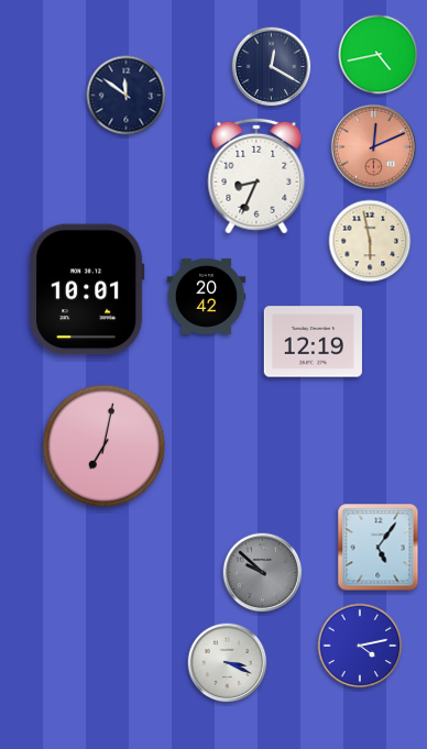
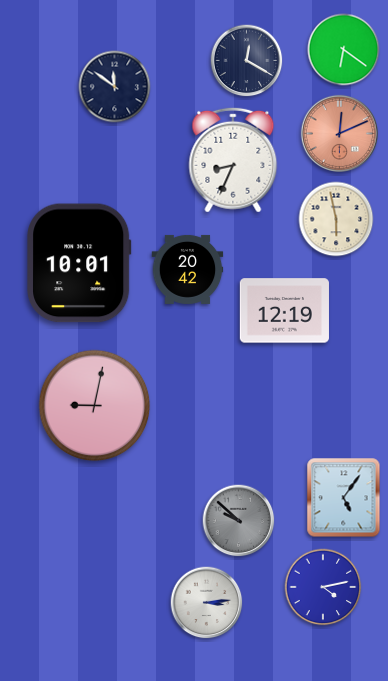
clock at (379, 55): 4:43 -> 6:21
clock at (105, 447): 7:02 -> 9:02
clock at (360, 646) position: (360, 646) -> (323, 587)
clock at (228, 663): 3:19 -> 3:14
